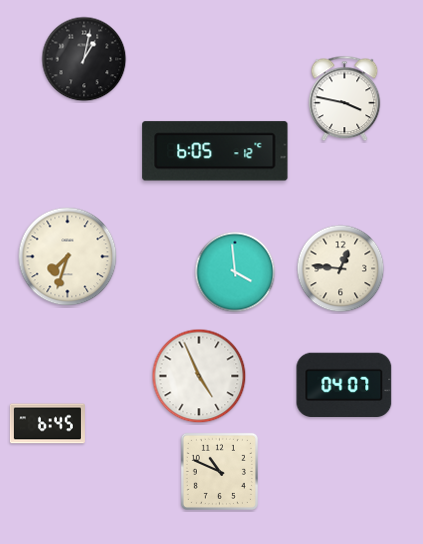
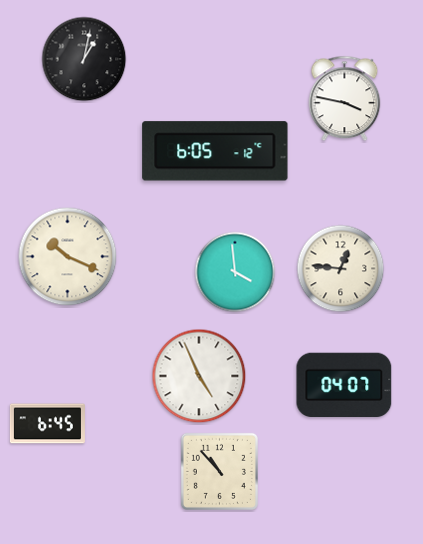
clock at (68, 257): 7:33 -> 10:19
clock at (219, 471): 10:49 -> 10:53
